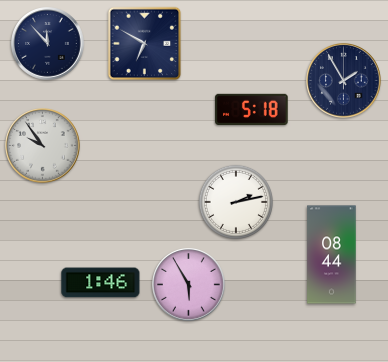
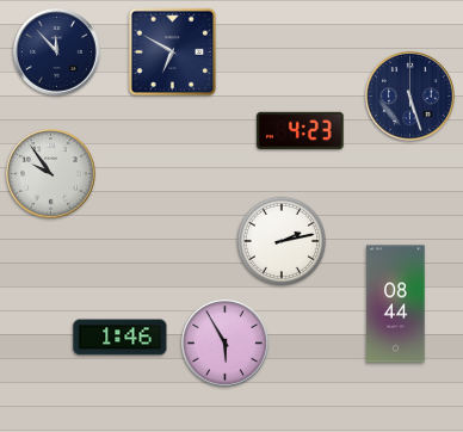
clock at (344, 81): 1:55 -> 5:27
clock at (252, 109): 5:18 -> 4:23
clock at (189, 285) position: (189, 285) -> (226, 344)
